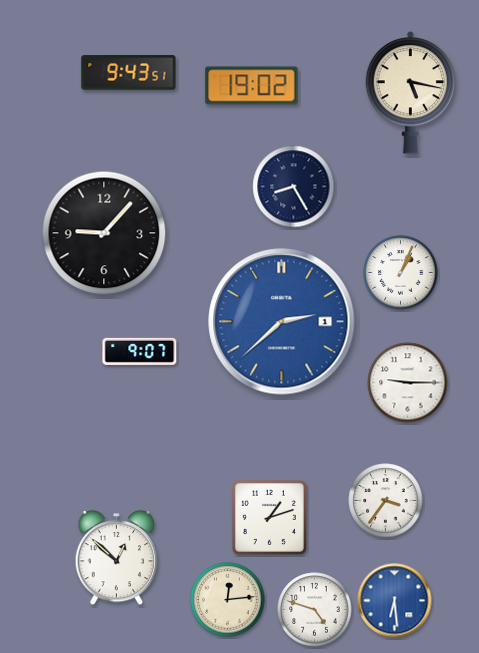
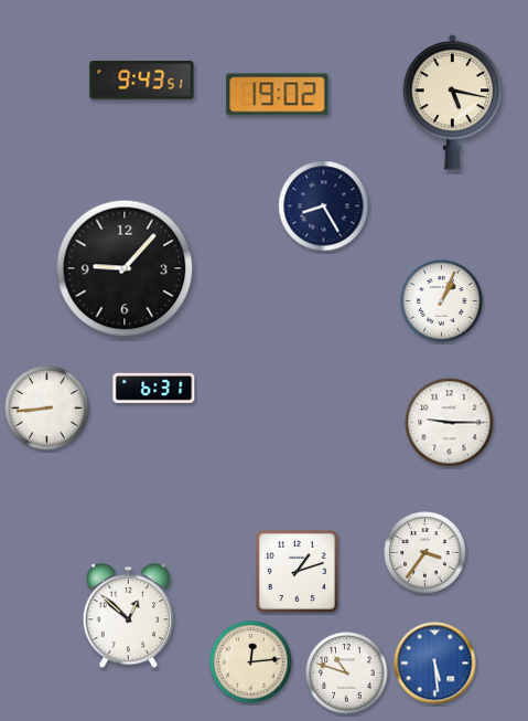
clock at (104, 233) position: (104, 233) -> (125, 268)
clock at (282, 322): 2:38 -> none
clock at (140, 351): 9:07 -> 6:31
clock at (47, 409): none -> 8:44
clock at (395, 601): 6:29 -> 5:29
clock at (315, 610): 4:48 -> 10:48
